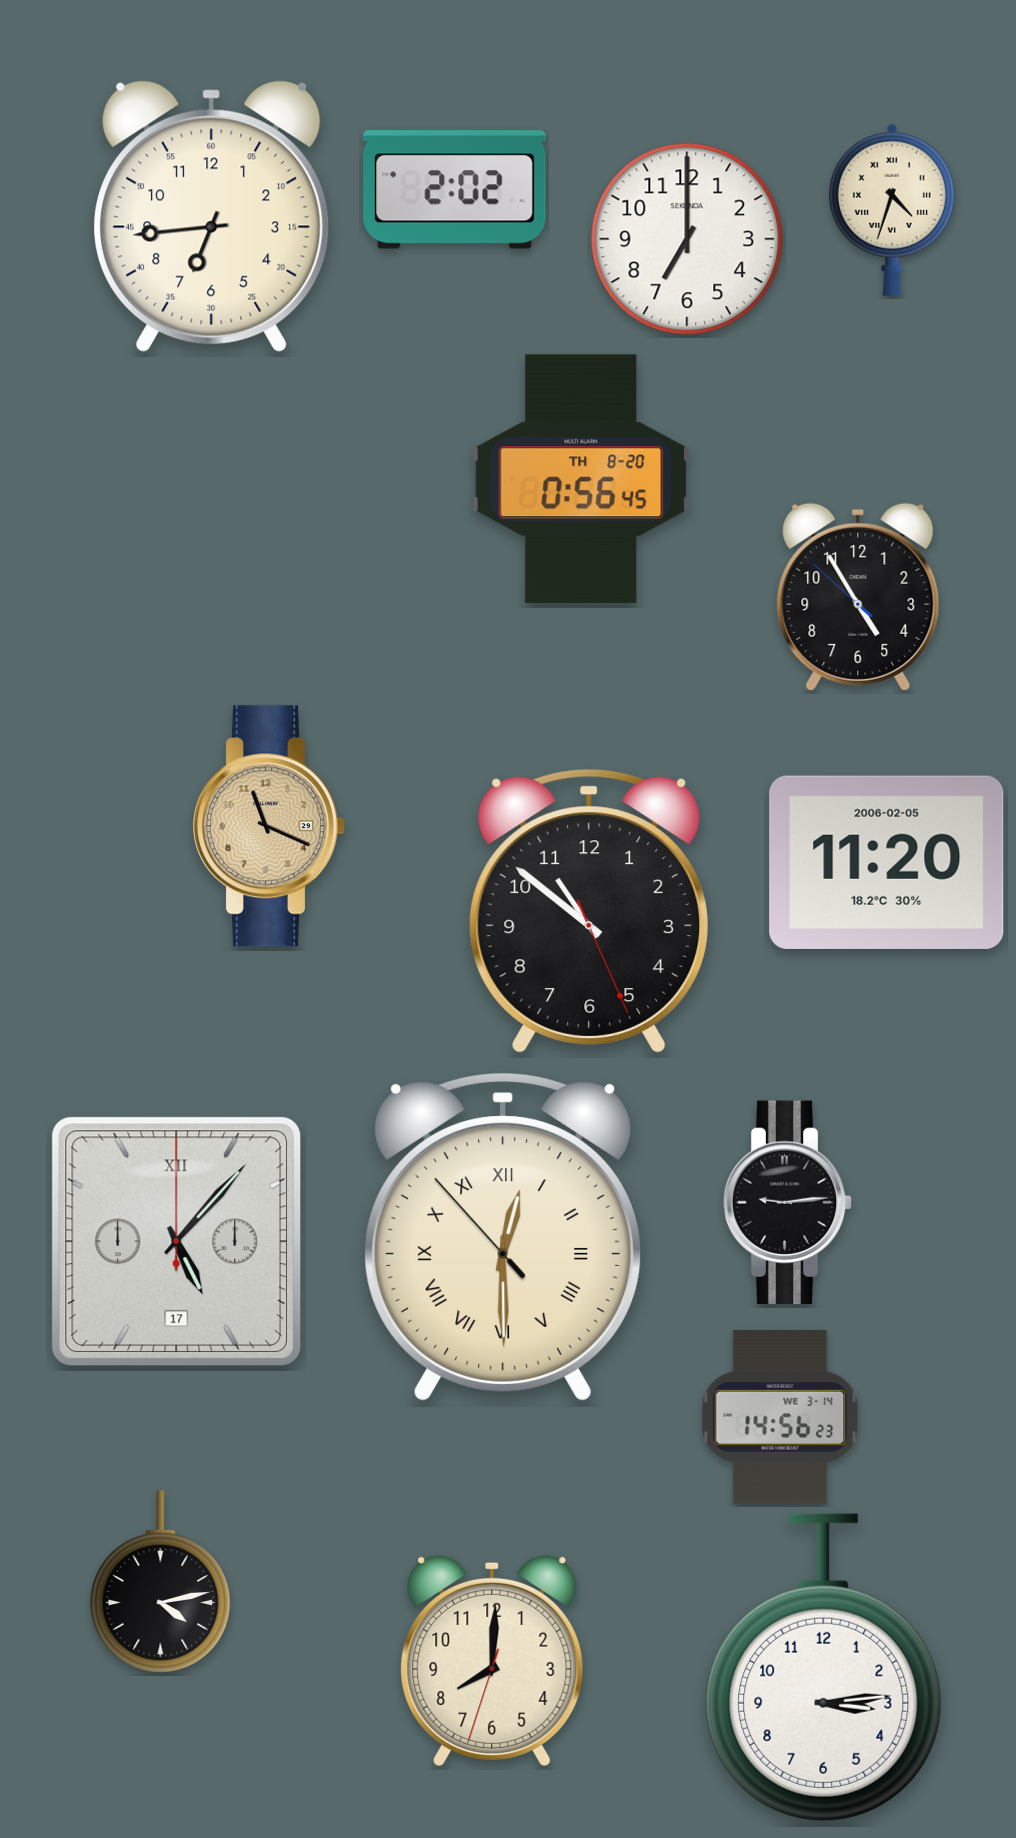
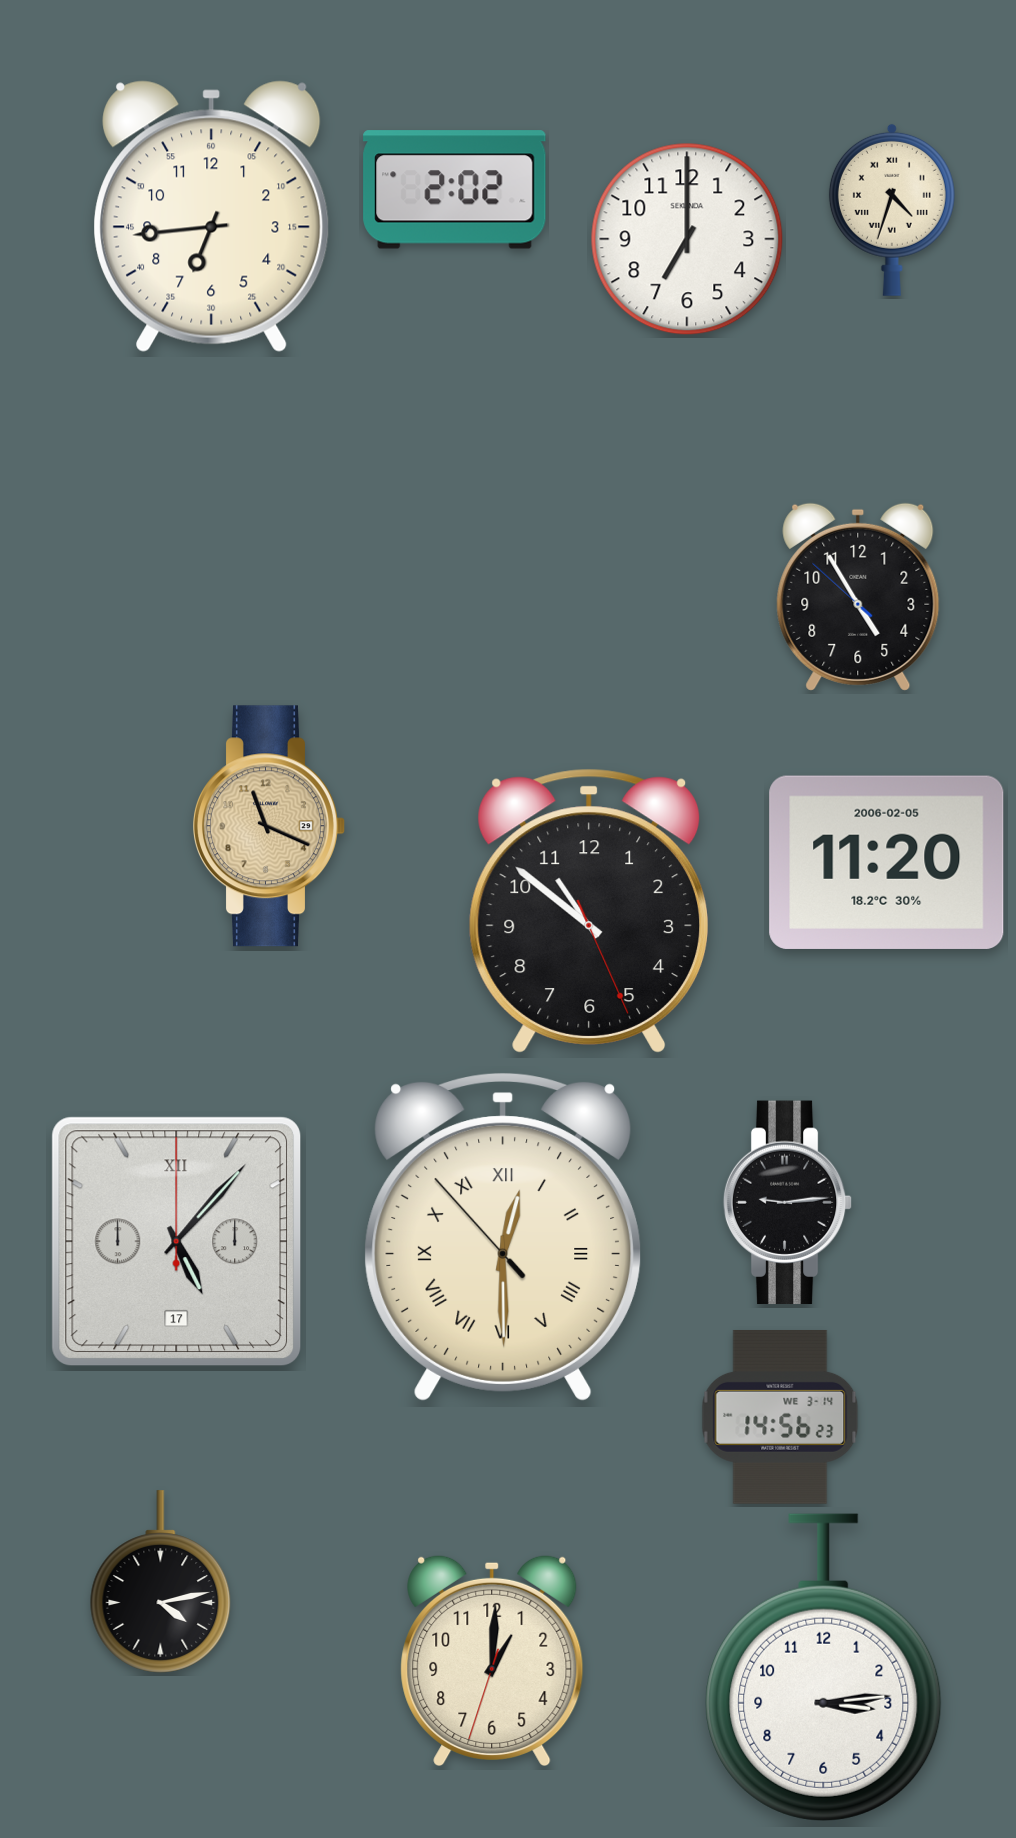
clock at (581, 478): 0:56 -> none
clock at (492, 1660): 8:00 -> 1:00
